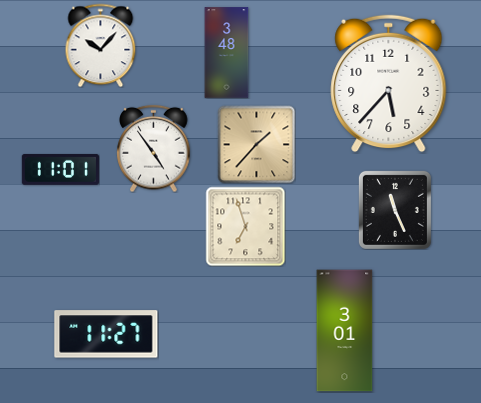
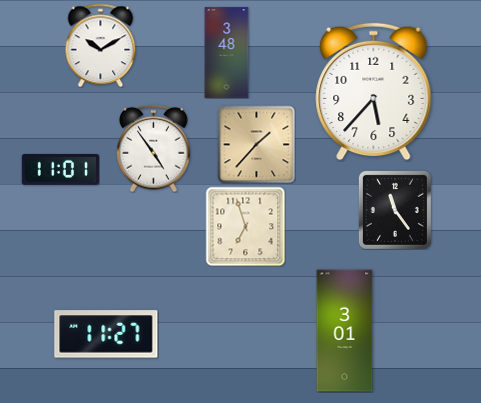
clock at (101, 45): 10:07 -> 10:10
clock at (389, 84) position: (389, 84) -> (374, 92)
clock at (395, 210): 11:26 -> 11:24
